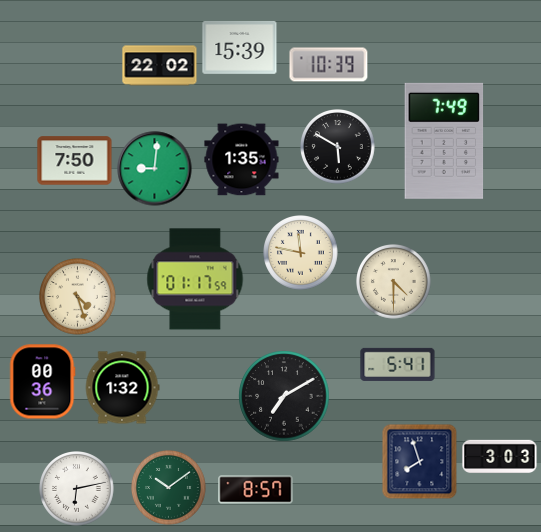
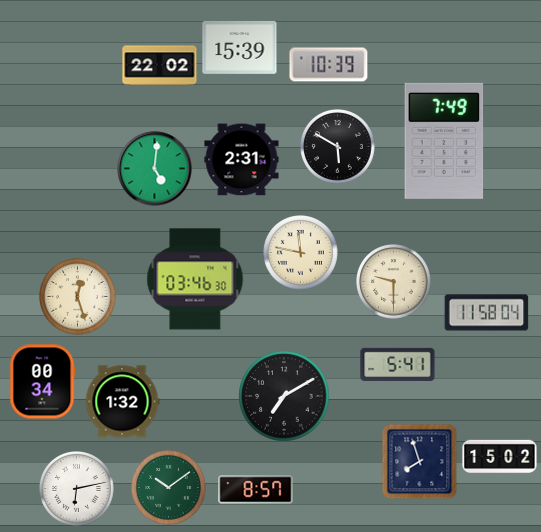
clock at (242, 160): 1:35 -> 2:31
clock at (75, 161): 7:50 -> none
clock at (155, 169): 9:01 -> 5:01
clock at (195, 279): 01:17 -> 03:46
clock at (394, 282): 4:30 -> 9:30
clock at (78, 297): 4:27 -> 12:27
clock at (487, 313): none -> 11:58
clock at (43, 382): 00:36 -> 00:34
clock at (122, 388) position: (122, 388) -> (122, 402)
clock at (500, 456): 3:03 -> 15:02
